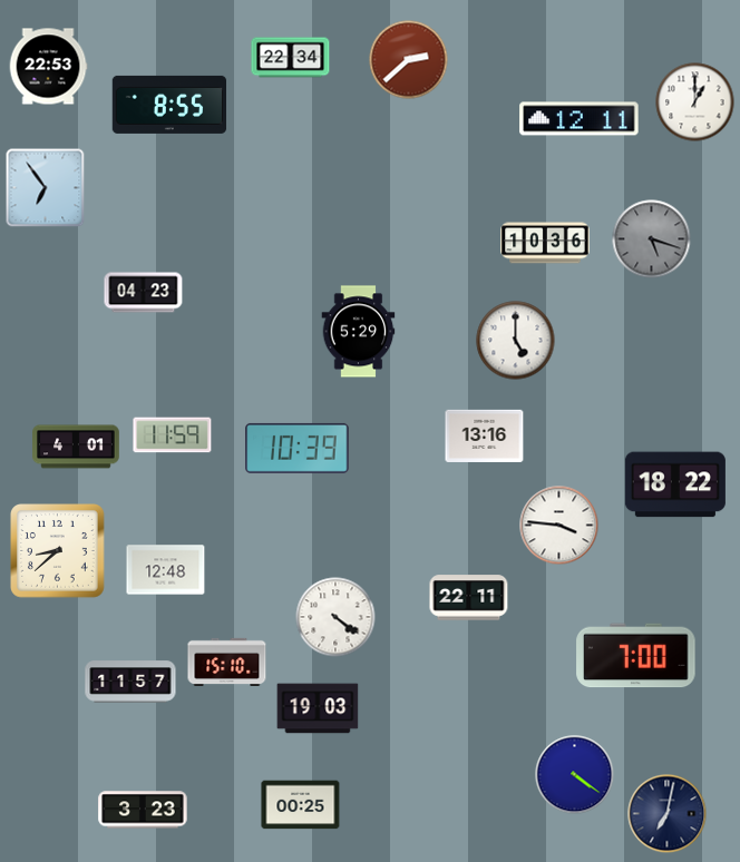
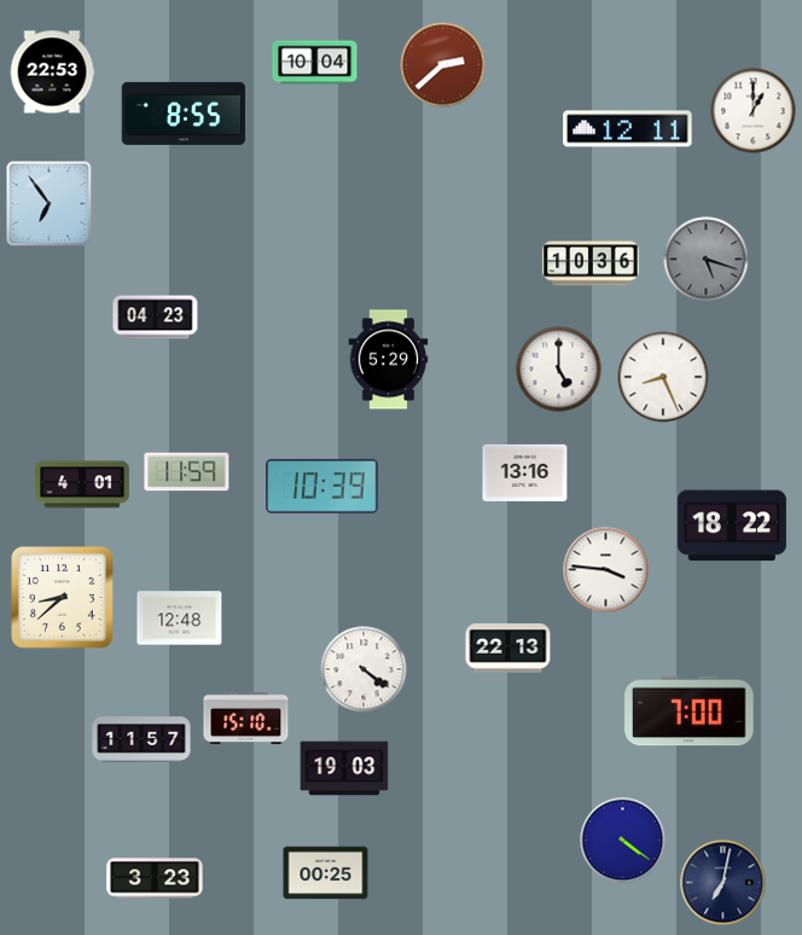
clock at (291, 58): 22:34 -> 10:04
clock at (663, 377): none -> 8:26
clock at (469, 598): 22:11 -> 22:13
